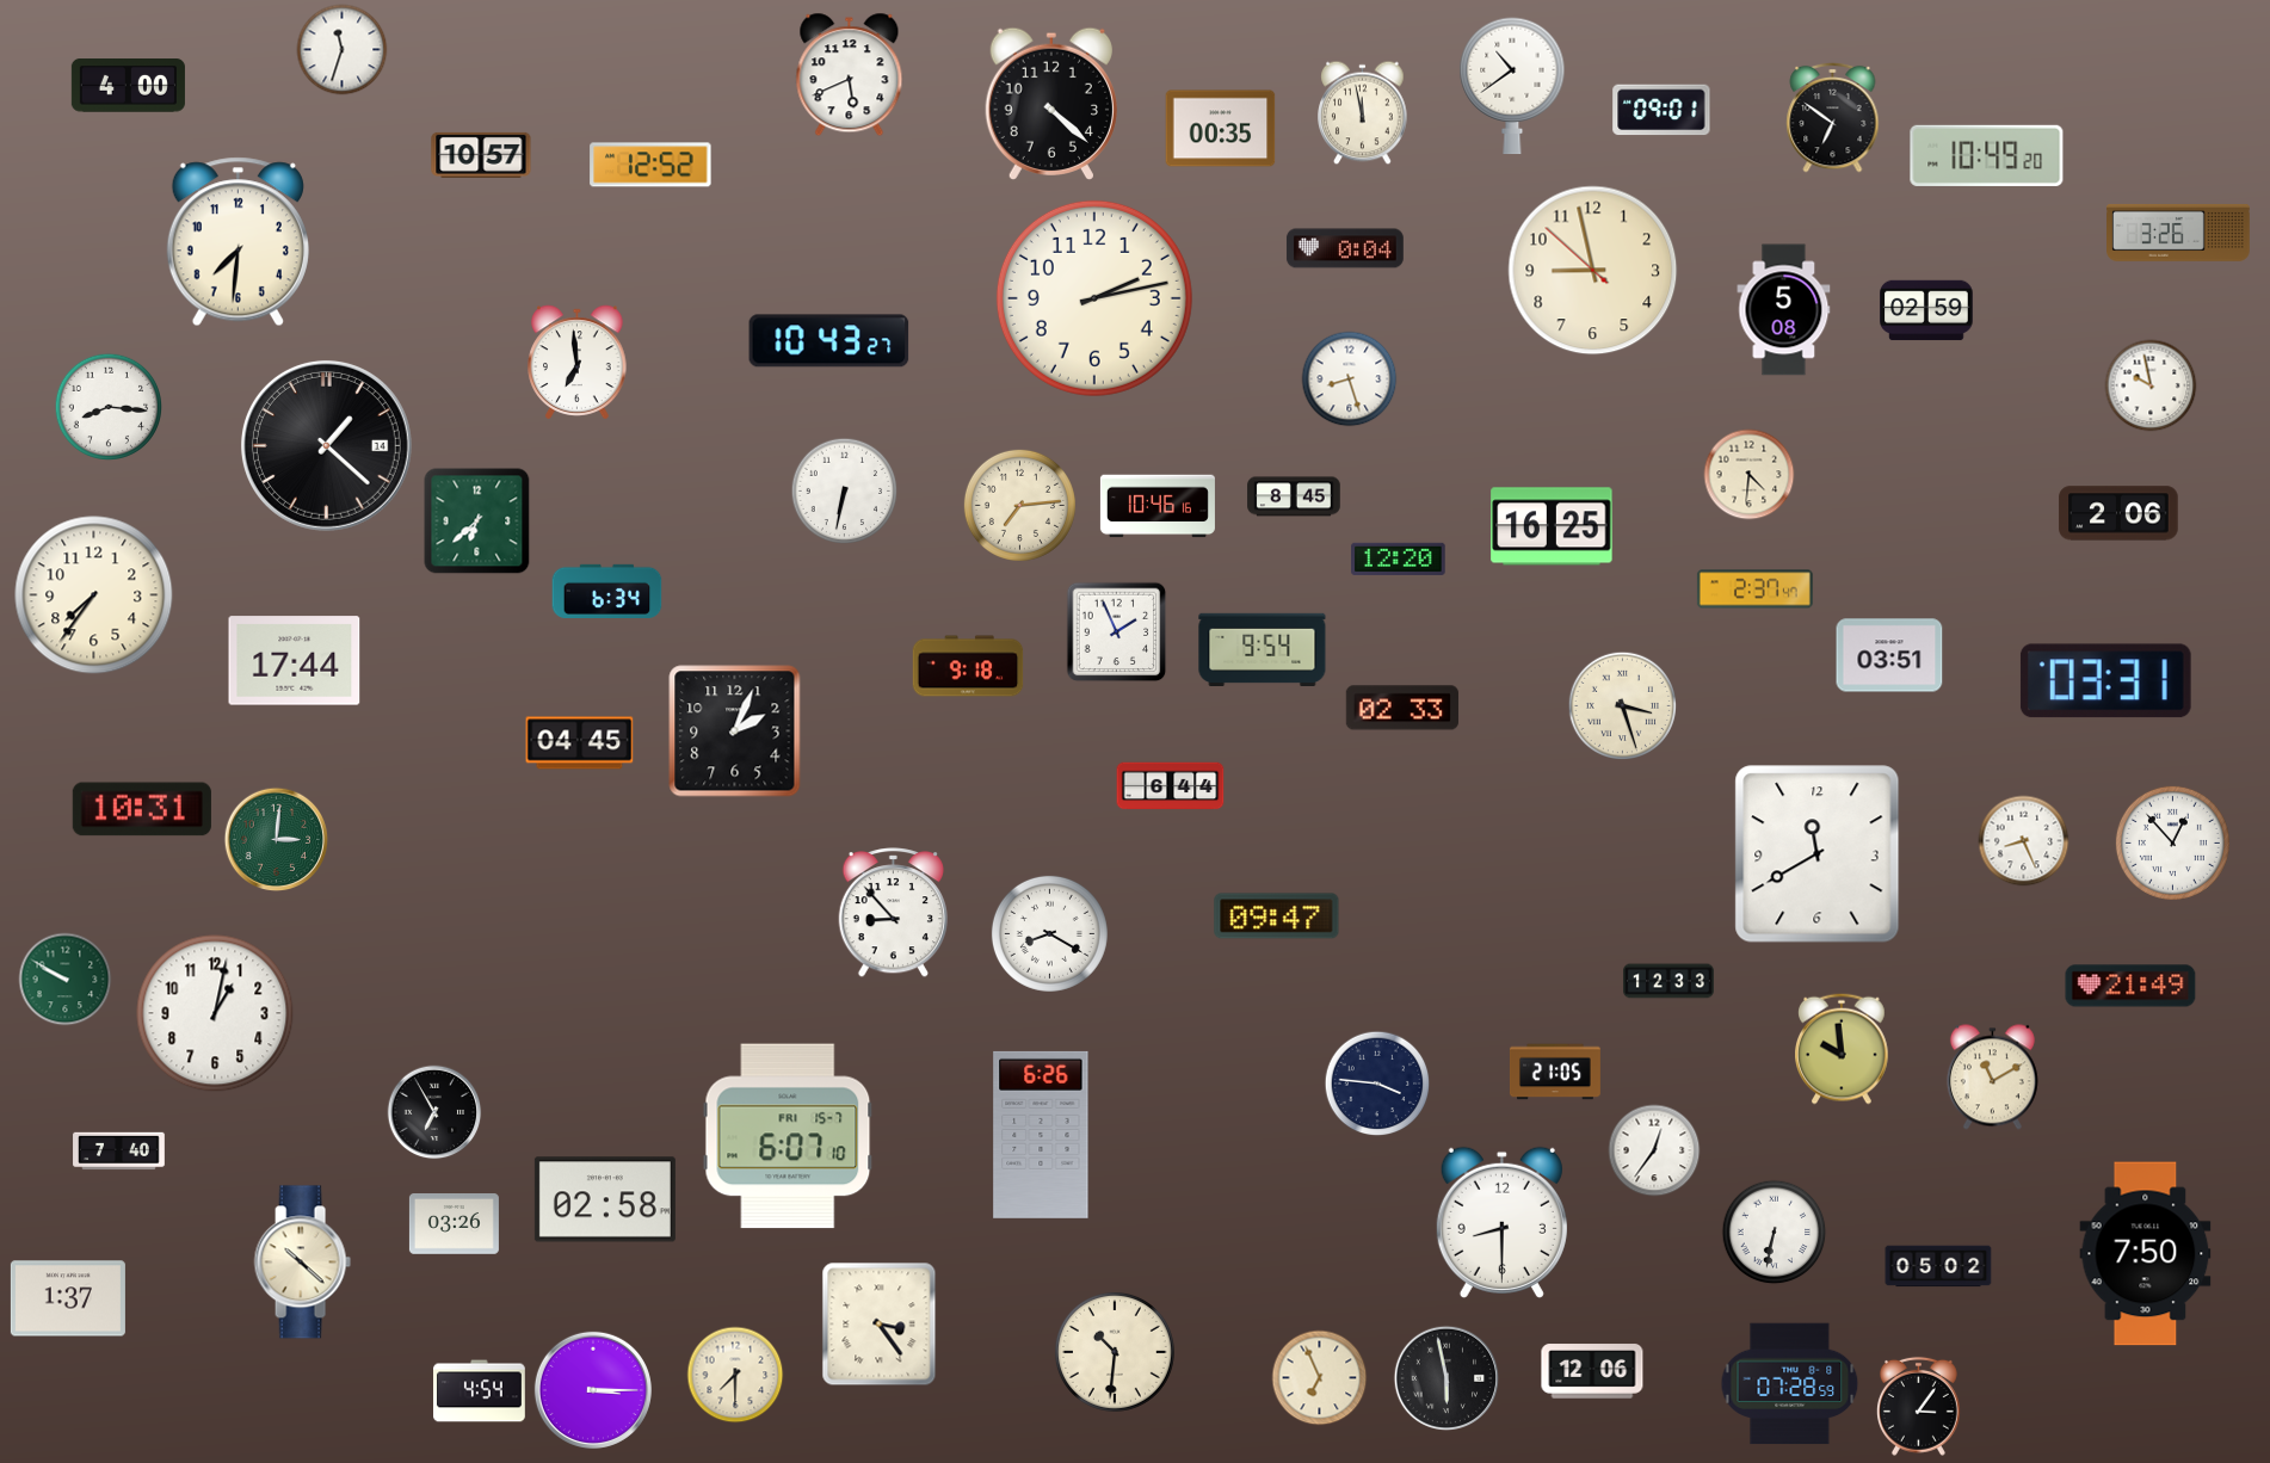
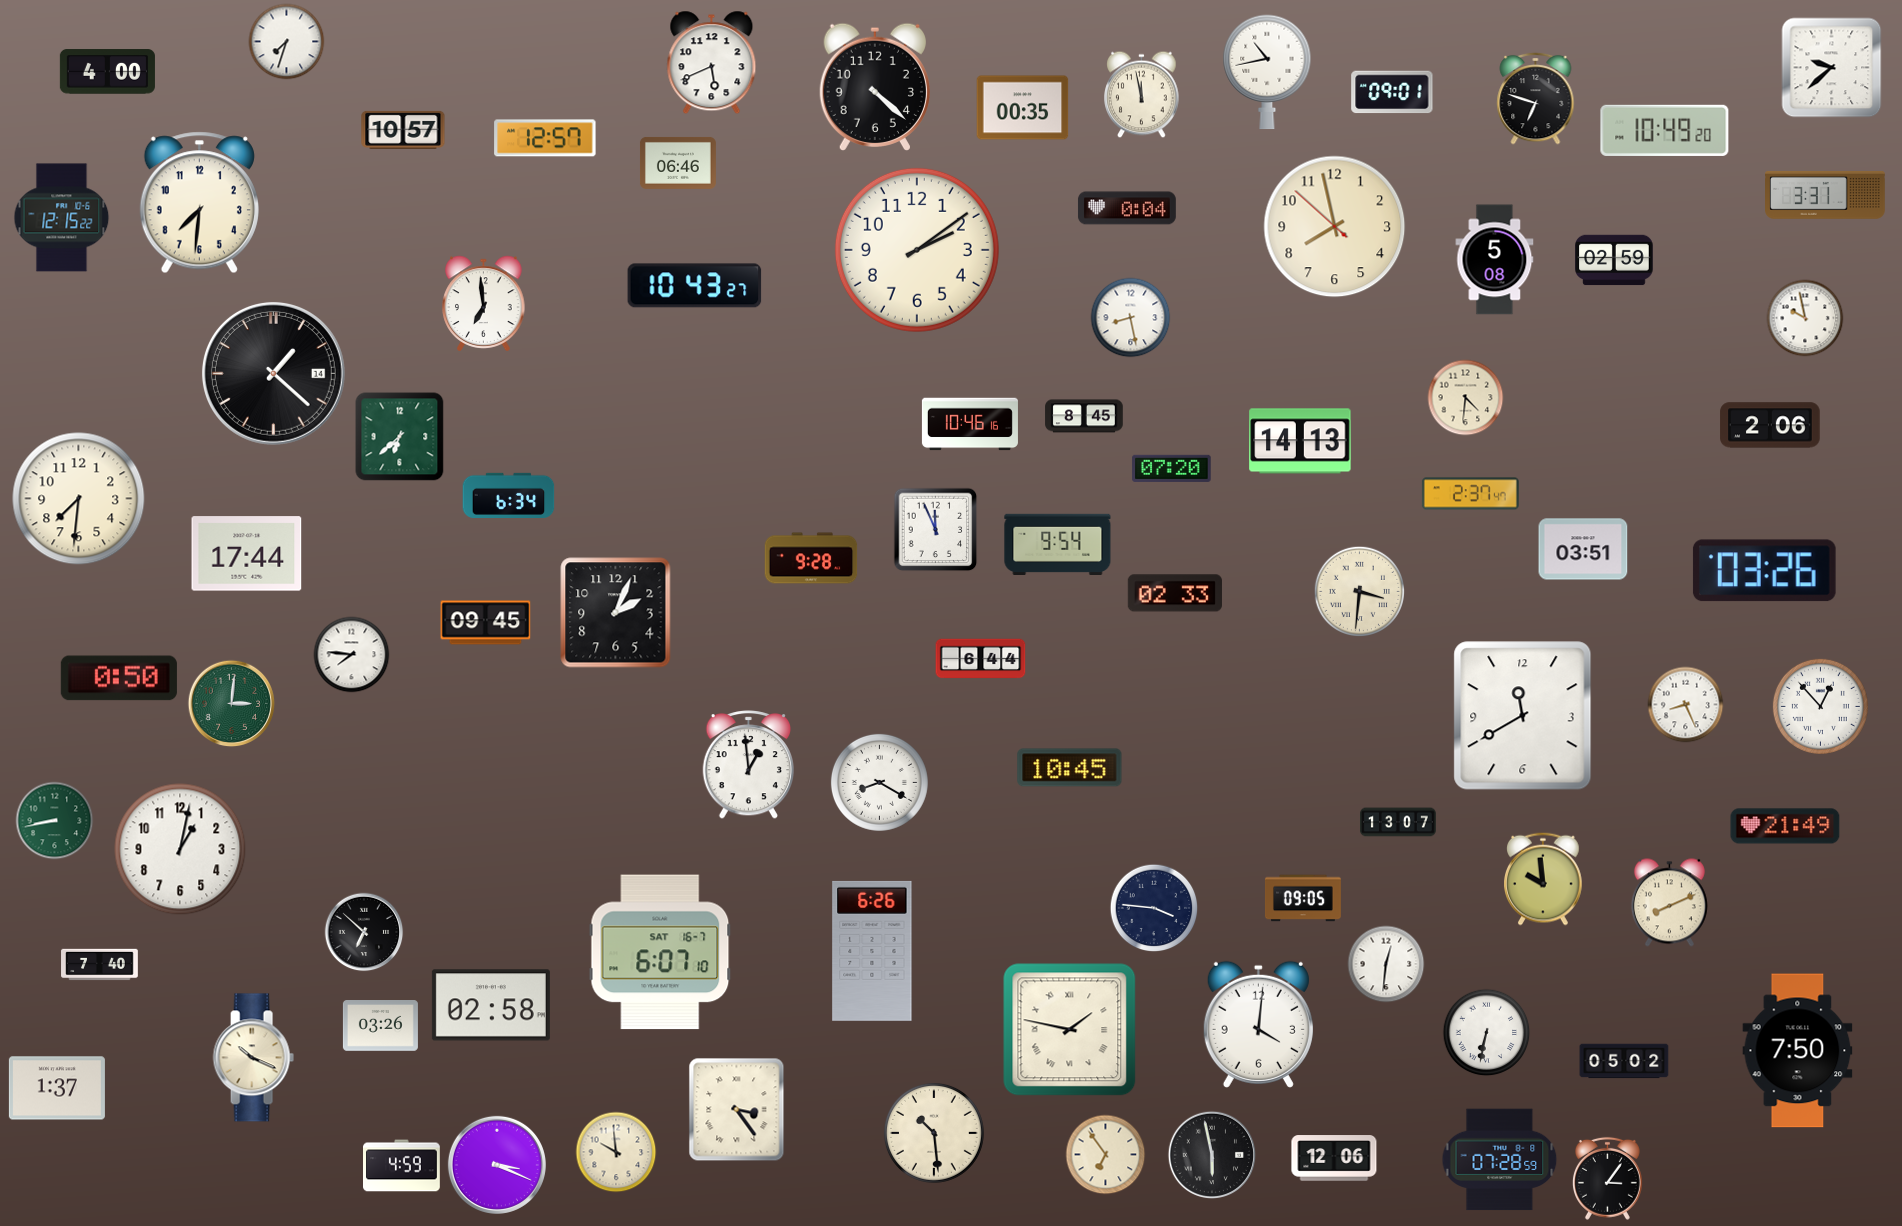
clock at (343, 50): 11:33 -> 7:33
clock at (1832, 68): none -> 9:38
clock at (1512, 86): 10:39 -> 10:43
clock at (1050, 103) position: (1050, 103) -> (874, 86)
clock at (1833, 117): 6:51 -> 6:48
clock at (650, 165): 12:52 -> 12:57
clock at (678, 163): none -> 06:46
clock at (2179, 233): 3:26 -> 3:31
clock at (62, 218): none -> 12:15
clock at (1593, 271): 8:57 -> 7:57
clock at (1094, 298): 2:13 -> 2:09
clock at (1350, 379): 8:27 -> 8:28
clock at (2151, 385) position: (2151, 385) -> (1805, 318)
clock at (109, 407): 8:16 -> none
clock at (845, 492): 6:32 -> none
clock at (1019, 505): 7:14 -> none
clock at (2118, 513) position: (2118, 513) -> (1770, 425)
clock at (1552, 526): 16:25 -> 14:13
clock at (1399, 558): 12:20 -> 07:20
clock at (94, 595): 7:36 -> 7:31
clock at (1117, 632): 1:56 -> 11:56
clock at (968, 666): 9:18 -> 9:28
clock at (2105, 681): 03:31 -> 03:26
clock at (1622, 705): 3:27 -> 3:31
clock at (580, 743): 04:45 -> 09:45
clock at (352, 655): none -> 7:46
clock at (142, 809): 10:31 -> 0:50
clock at (2024, 841) position: (2024, 841) -> (1686, 705)
clock at (893, 913): 8:53 -> 12:59
clock at (1277, 916): 09:47 -> 10:45
clock at (66, 980): 9:50 -> 8:43
clock at (1670, 981): 12:33 -> 13:07
clock at (1555, 1072): 21:05 -> 09:05
clock at (1992, 1078): 11:10 -> 8:11
clock at (434, 1112): 6:55 -> 6:52
clock at (788, 1136) date: FRI 15-7 -> SAT 16-7
clock at (1654, 1150): 12:36 -> 12:31
clock at (605, 1199) position: (605, 1199) -> (491, 1005)
clock at (1501, 1222): 8:30 -> 4:01
clock at (1070, 1030): none -> 1:47
clock at (302, 1263): 10:22 -> 10:19
clock at (1115, 1352): 10:31 -> 10:29
clock at (1592, 1371) position: (1592, 1371) -> (1334, 1158)
clock at (735, 1375): 7:30 -> 9:59
clock at (1320, 1378): 6:56 -> 6:54
clock at (593, 1390): 3:15 -> 3:19
clock at (480, 1391): 4:54 -> 4:59
